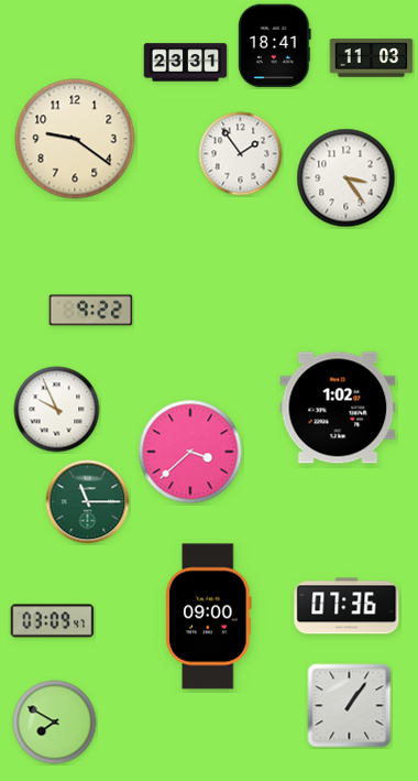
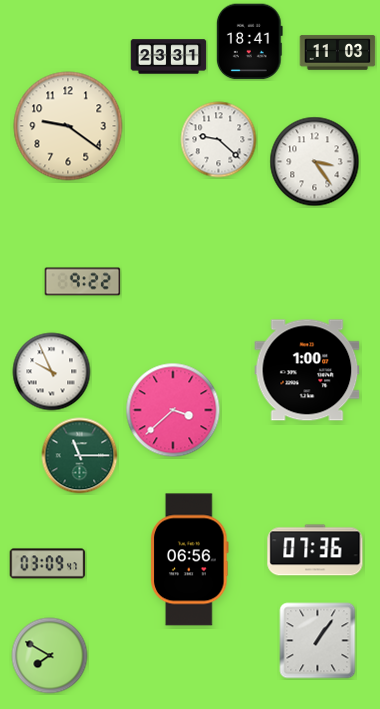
clock at (241, 154): 1:54 -> 9:22
clock at (338, 408): 1:02 -> 1:00
clock at (209, 617): 09:00 -> 06:56
